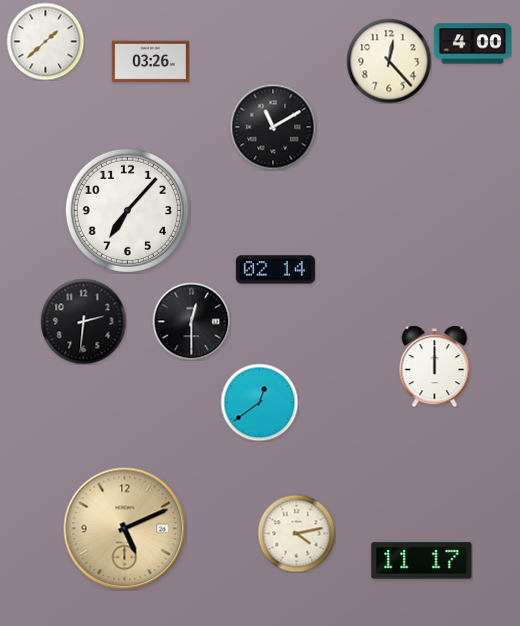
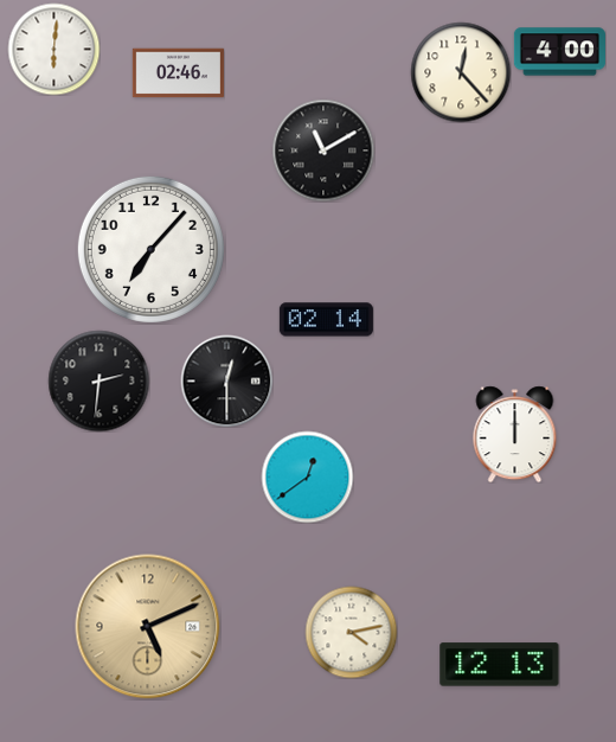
clock at (45, 41): 1:38 -> 6:01
clock at (150, 62): 03:26 -> 02:46
clock at (422, 561): 11:17 -> 12:13
